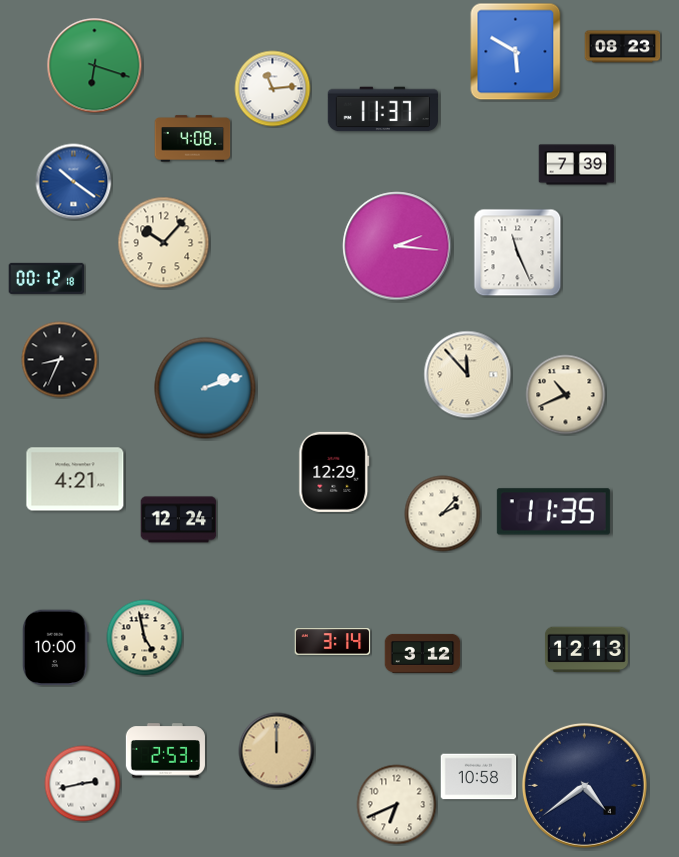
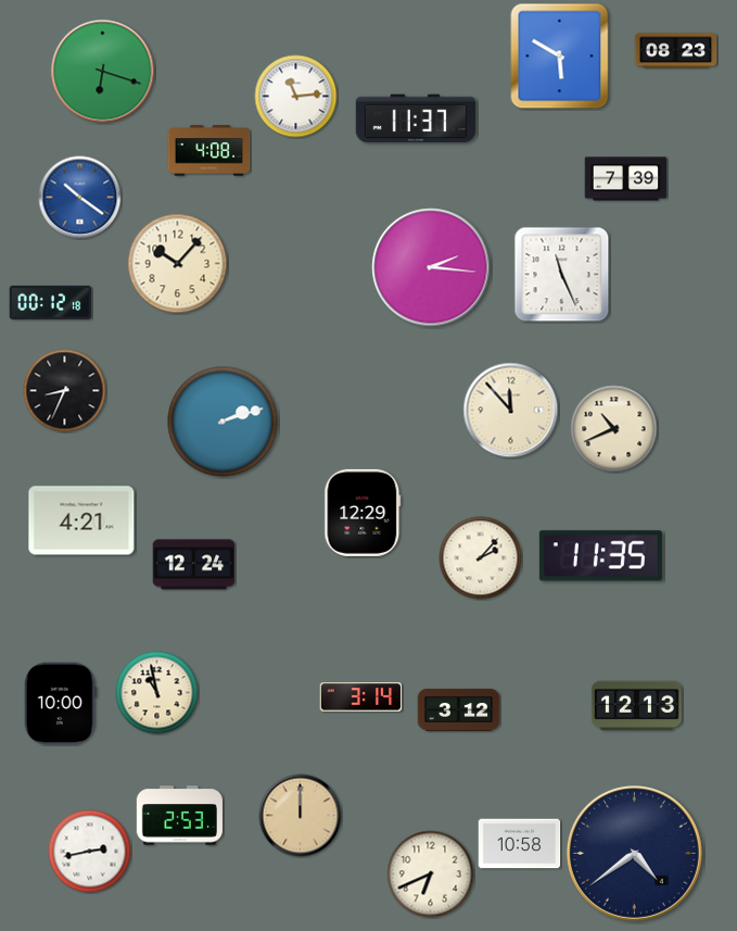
clock at (468, 375) position: (468, 375) -> (511, 411)
clock at (145, 638): 4:58 -> 10:58
